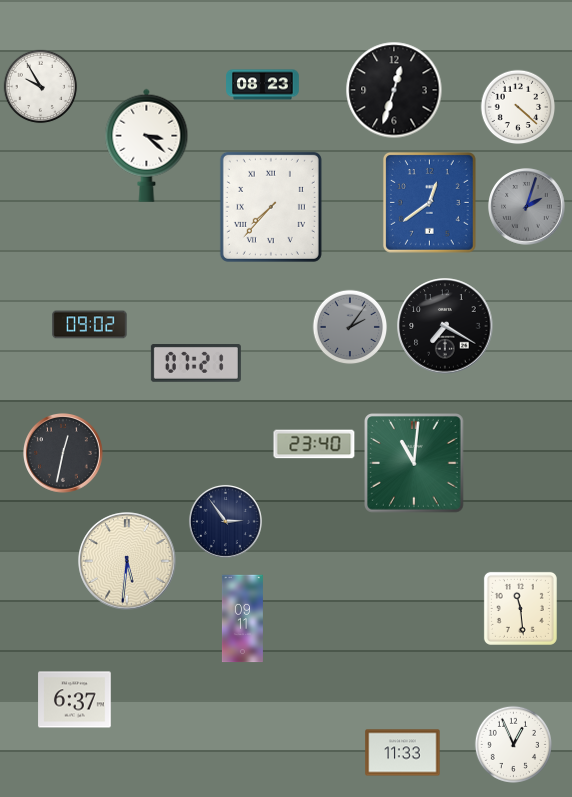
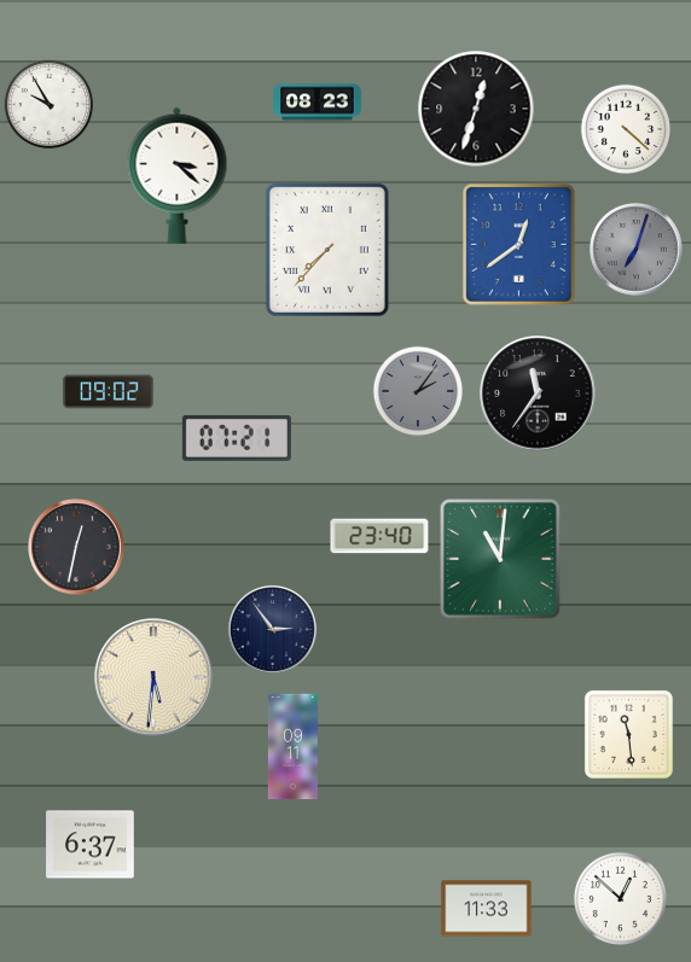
clock at (527, 207): 2:03 -> 7:03
clock at (445, 326): 7:20 -> 11:36
clock at (350, 327) position: (350, 327) -> (418, 391)
clock at (513, 744): 12:56 -> 12:52
